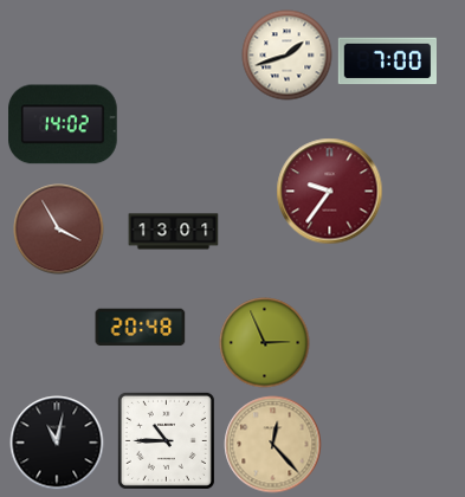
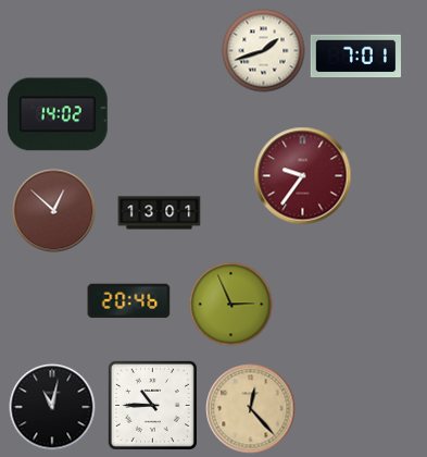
clock at (387, 62): 7:00 -> 7:01
clock at (59, 230): 3:55 -> 12:52
clock at (141, 328): 20:48 -> 20:46
clock at (265, 343) position: (265, 343) -> (231, 305)
